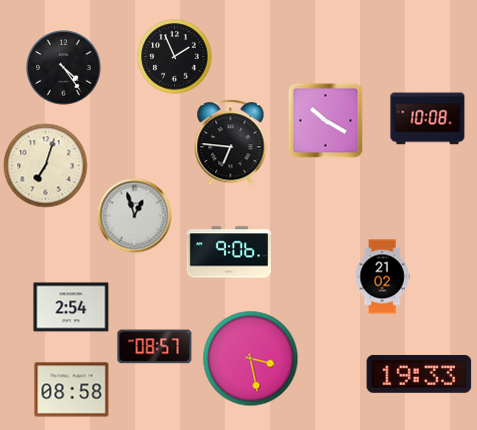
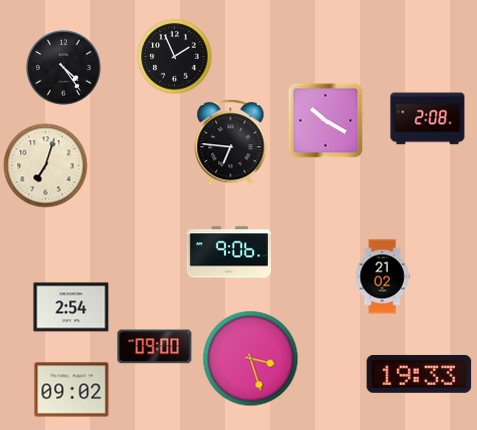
clock at (428, 119): 10:08 -> 2:08
clock at (135, 216): 12:57 -> none
clock at (155, 347): 08:57 -> 09:00
clock at (251, 359): 3:28 -> 3:27
clock at (72, 390): 08:58 -> 09:02
